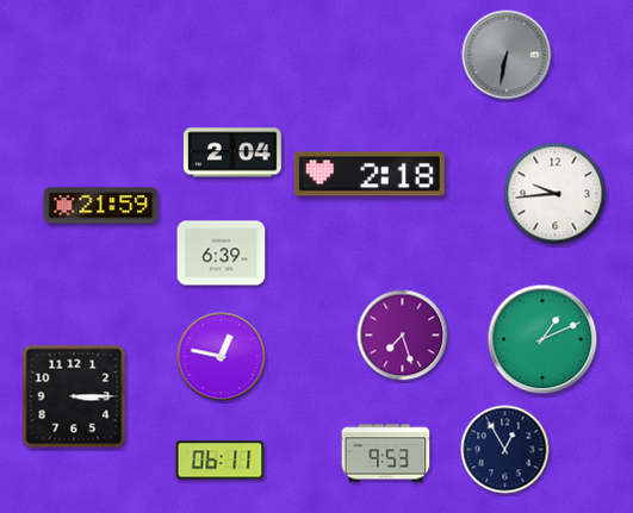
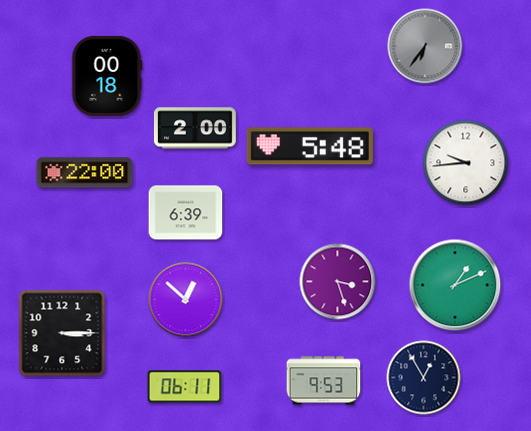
clock at (507, 55): 6:32 -> 6:36
clock at (107, 76): none -> 00:18
clock at (232, 152): 2:04 -> 2:00
clock at (370, 174): 2:18 -> 5:48
clock at (101, 206): 21:59 -> 22:00
clock at (403, 336): 7:27 -> 3:27
clock at (222, 357): 12:47 -> 12:52
